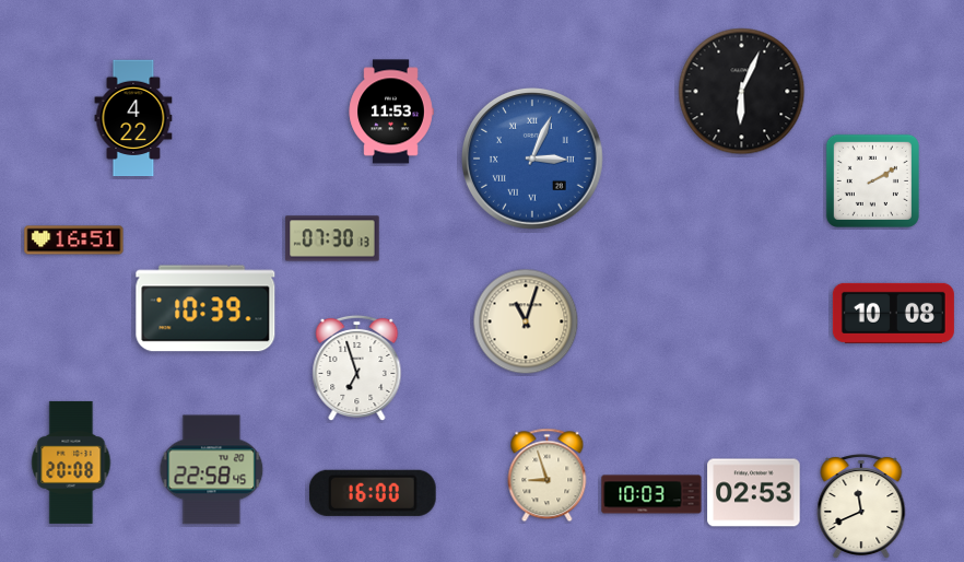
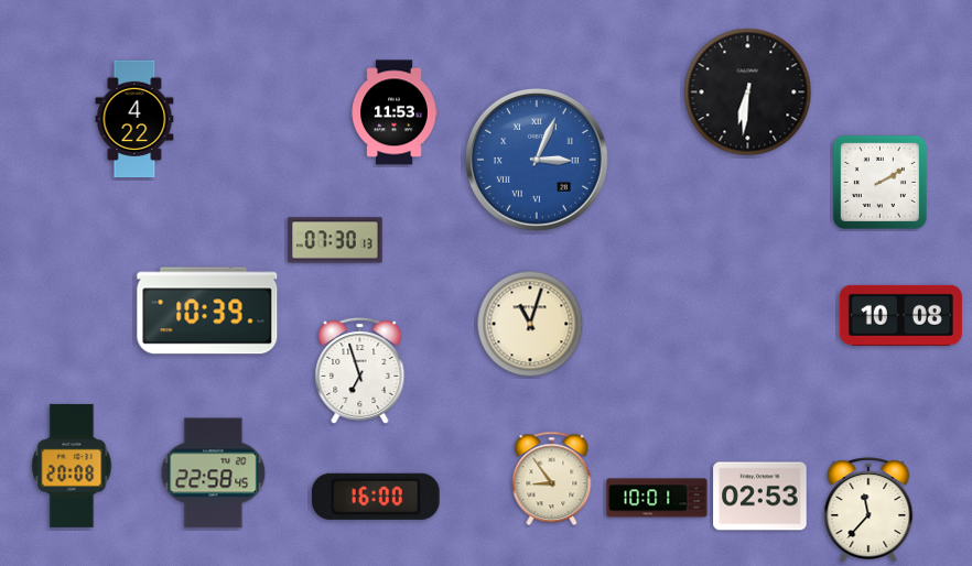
clock at (742, 92): 6:04 -> 6:31
clock at (74, 241): 16:51 -> none
clock at (548, 476): 8:57 -> 8:54
clock at (651, 494): 10:03 -> 10:01
clock at (861, 506): 11:41 -> 11:37
